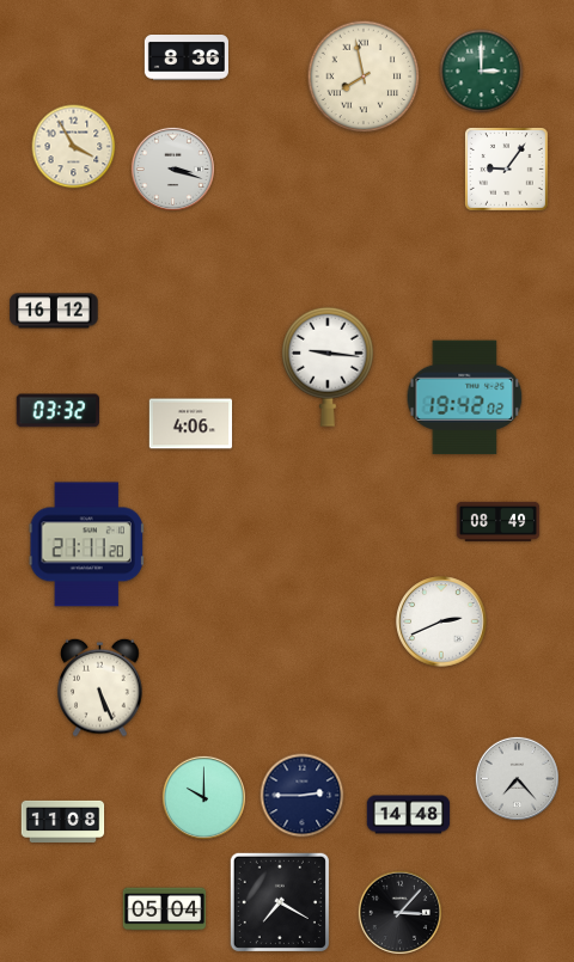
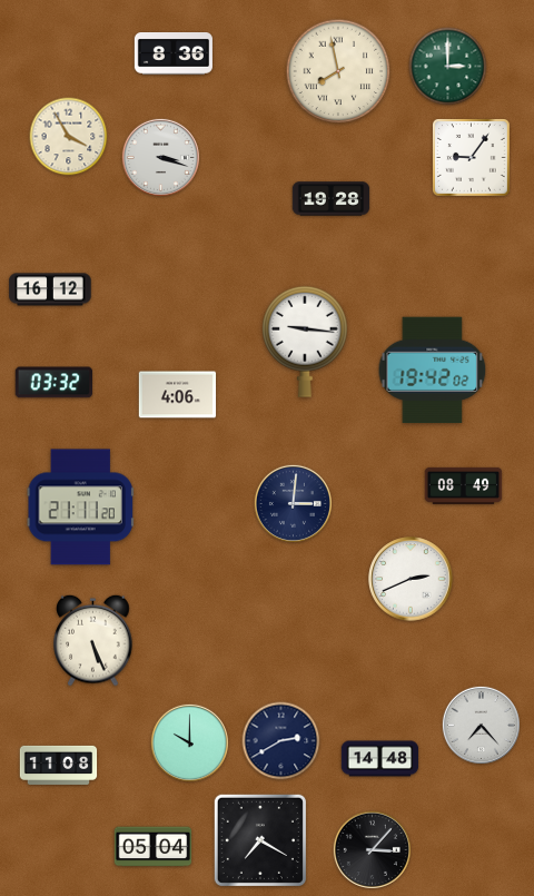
clock at (332, 199): none -> 19:28
clock at (293, 503): none -> 3:01
clock at (303, 796): 2:45 -> 2:40
